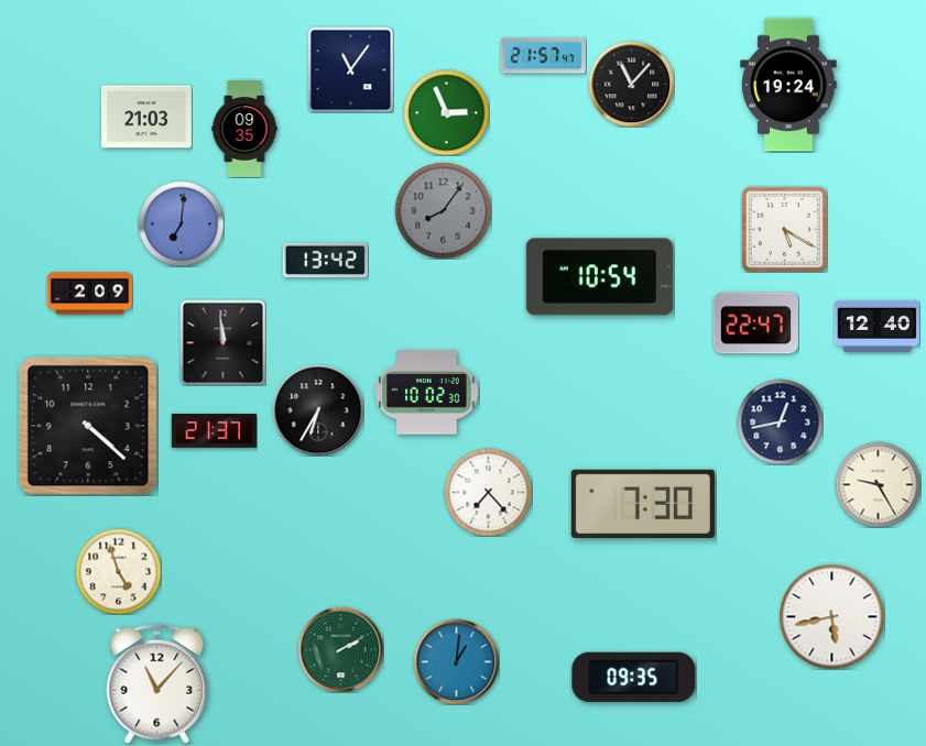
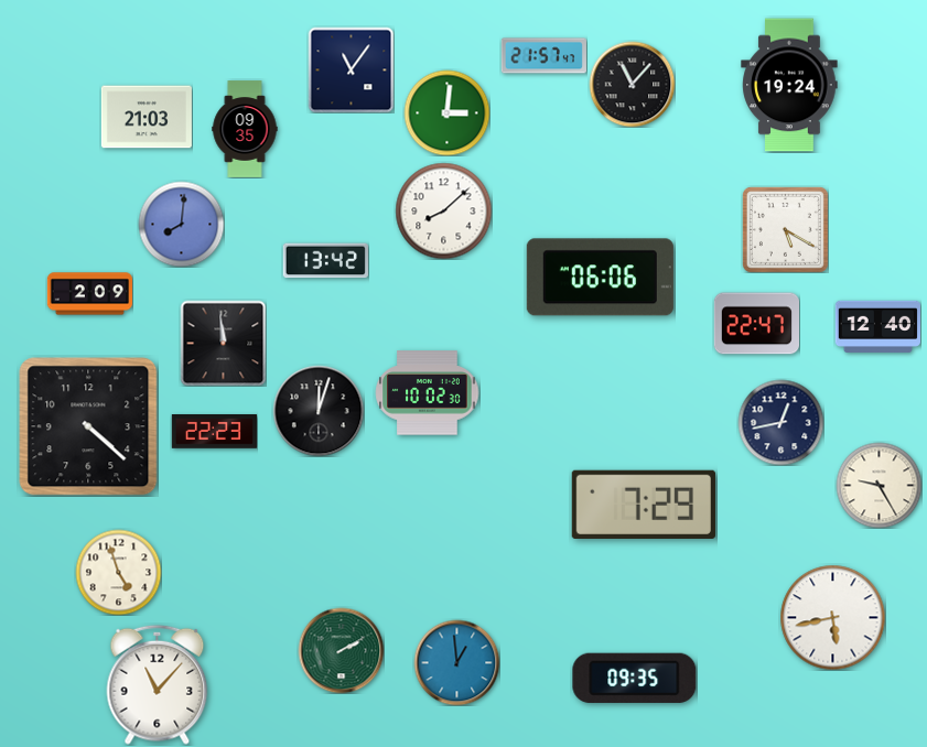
clock at (446, 112): 2:56 -> 3:01
clock at (443, 210): 8:06 -> 8:08
clock at (443, 210) dial: grey -> white
clock at (181, 223): 7:01 -> 8:01
clock at (599, 277): 10:54 -> 06:06
clock at (318, 410): 6:35 -> 12:03
clock at (214, 431): 21:37 -> 22:23
clock at (488, 492): 7:23 -> none
clock at (643, 504): 7:30 -> 7:29
clock at (456, 661): 1:01 -> 12:59
